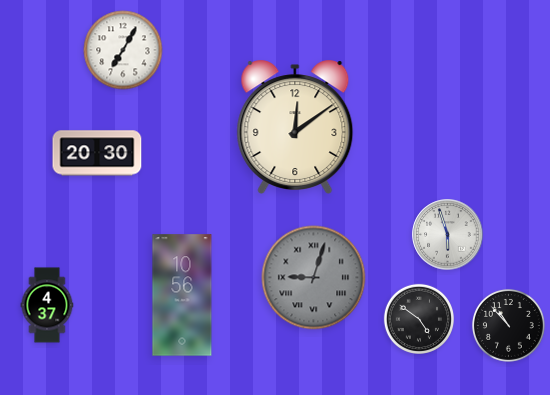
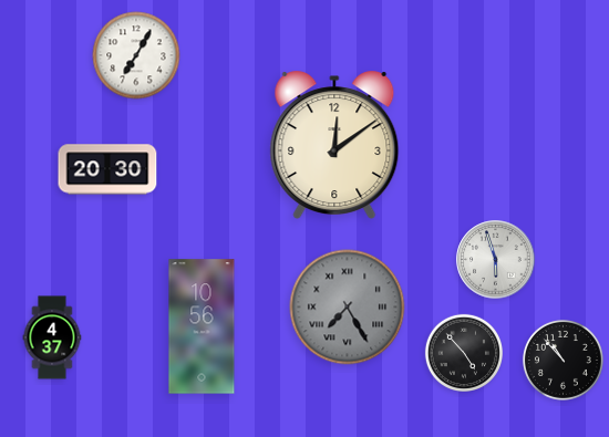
clock at (295, 126) position: (295, 126) -> (334, 144)
clock at (314, 278): 9:03 -> 7:25
clock at (418, 318): 4:51 -> 4:53
